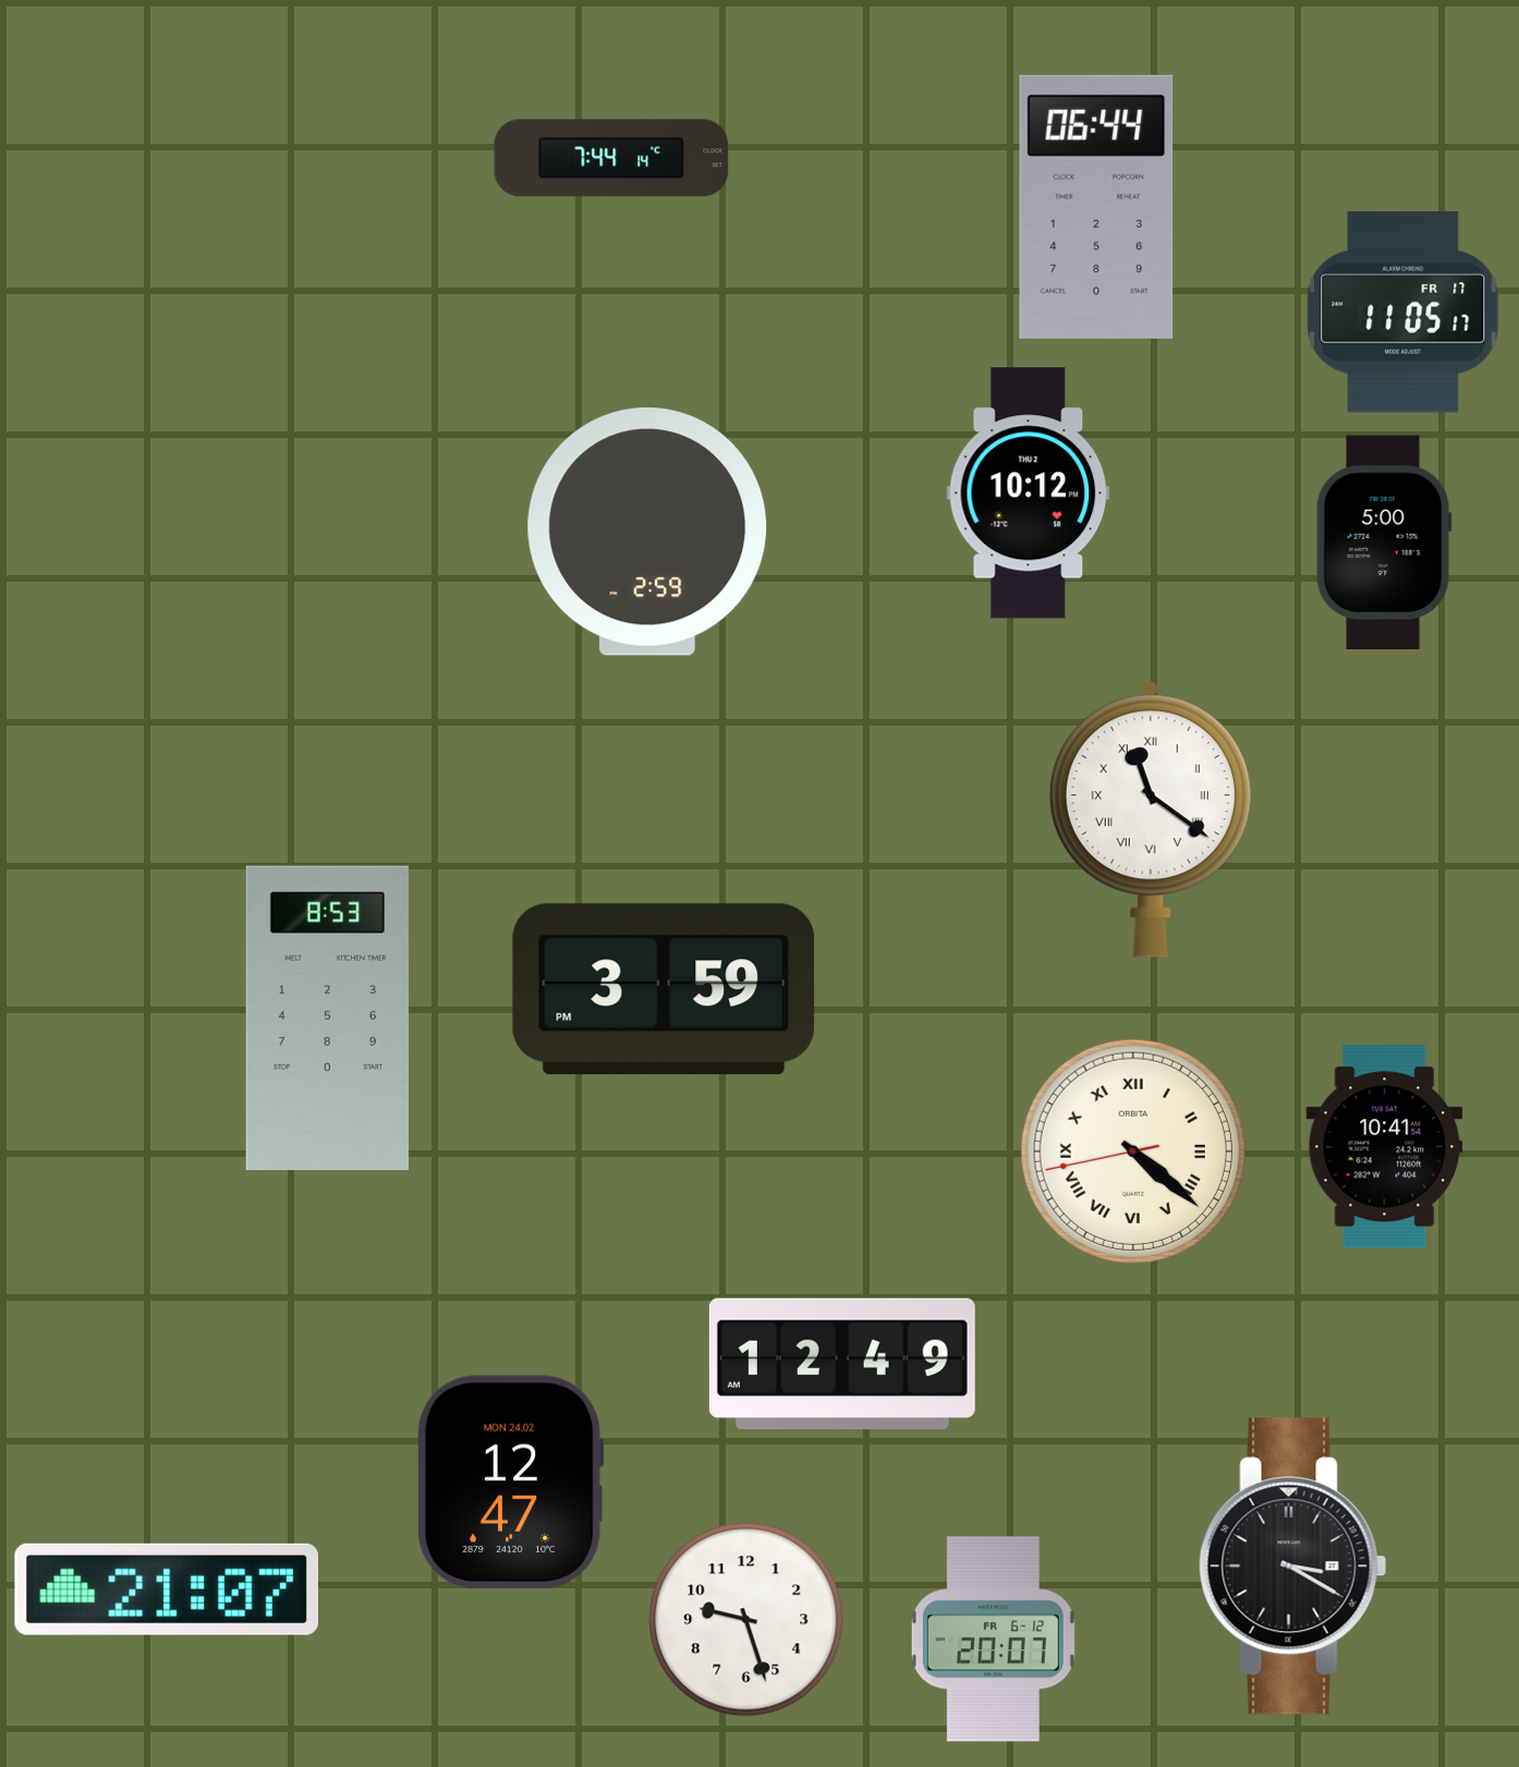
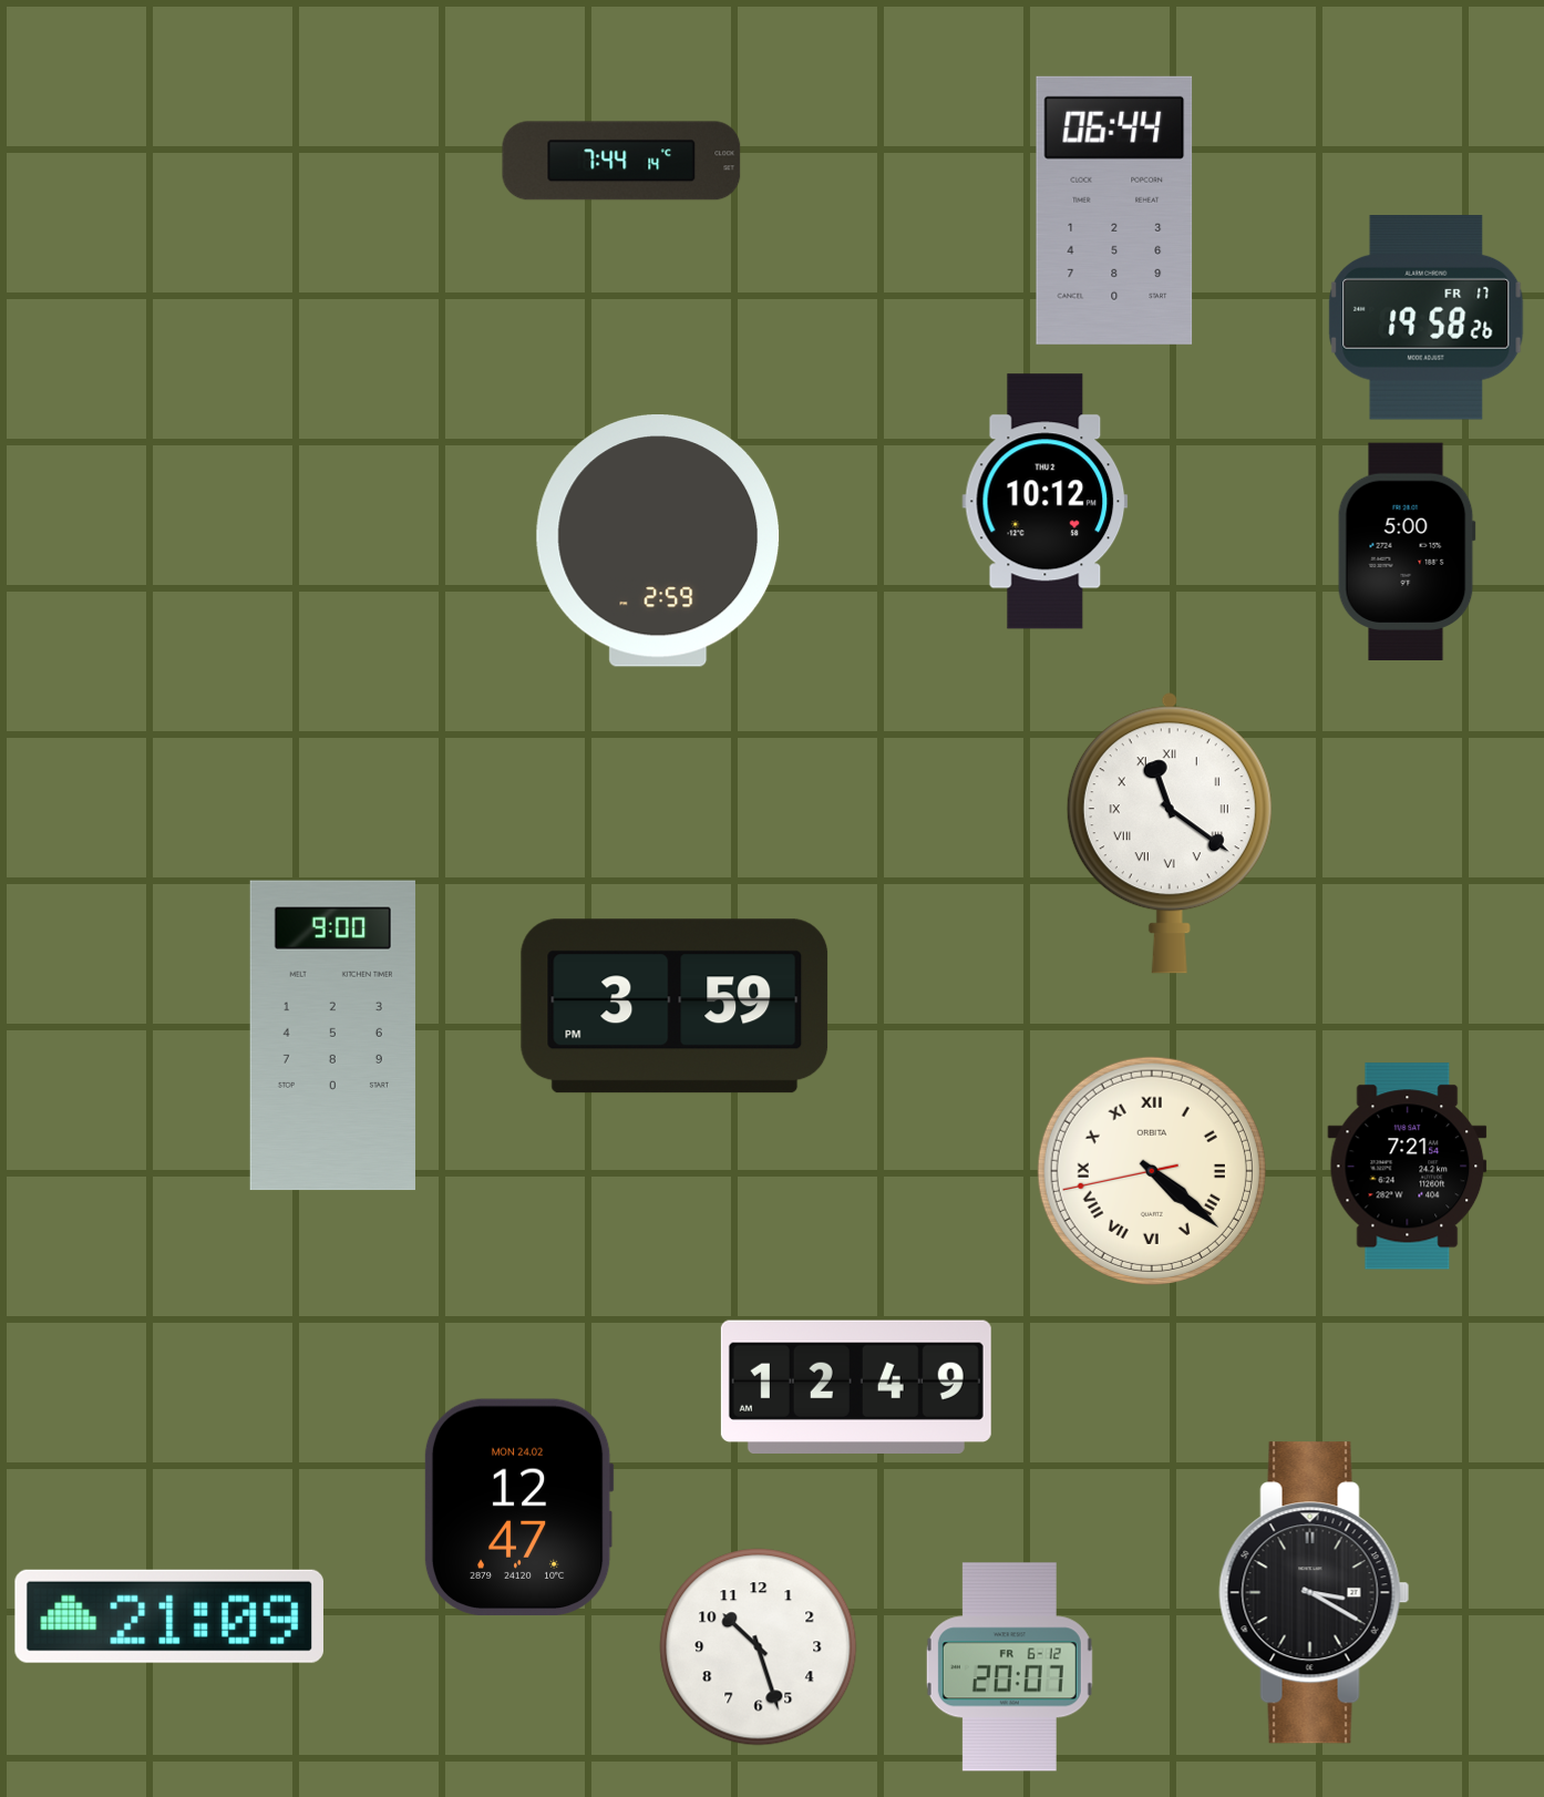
clock at (1403, 313): 11:05 -> 19:58
clock at (327, 1019): 8:53 -> 9:00
clock at (1385, 1147): 10:41 -> 7:21
clock at (167, 1589): 21:07 -> 21:09
clock at (746, 1620): 9:27 -> 10:27
